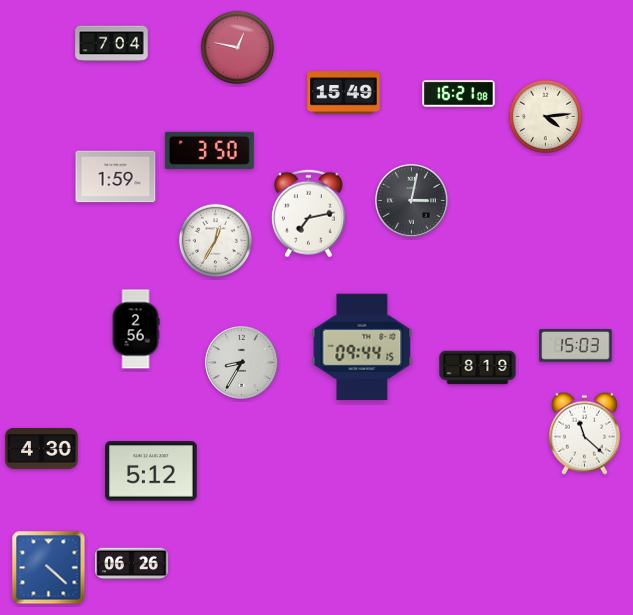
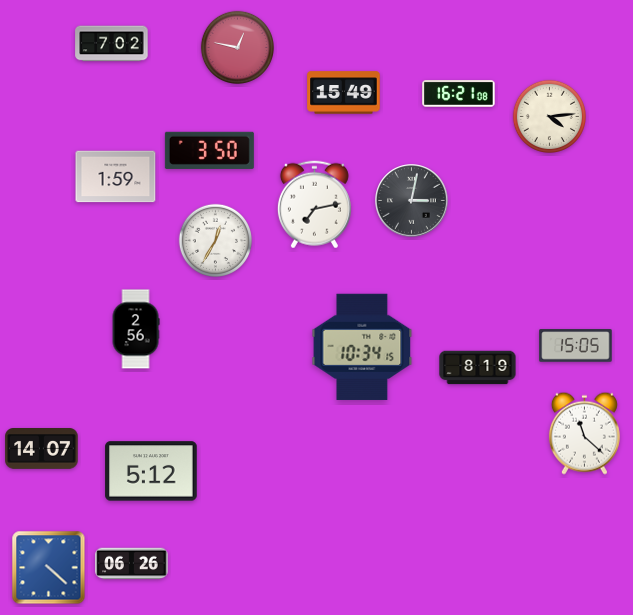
clock at (112, 44): 7:04 -> 7:02
clock at (545, 116) position: (545, 116) -> (549, 116)
clock at (308, 214) position: (308, 214) -> (314, 205)
clock at (576, 346): 15:03 -> 15:05
clock at (362, 347): 09:44 -> 10:34
clock at (242, 363): 8:35 -> none
clock at (42, 449): 4:30 -> 14:07
